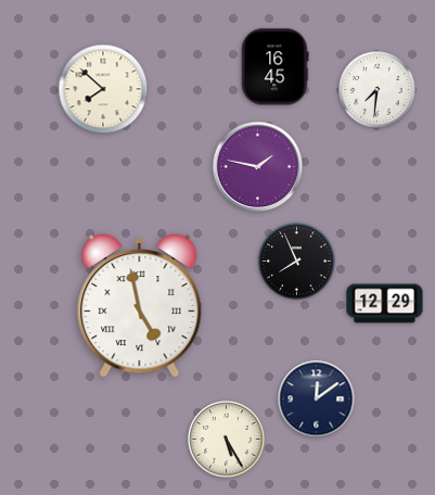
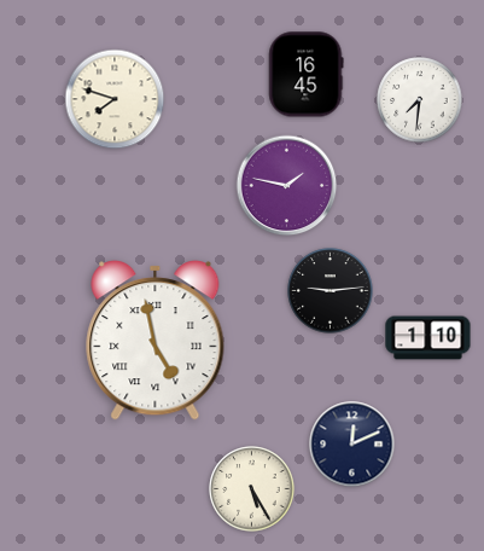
clock at (103, 89): 7:52 -> 7:48
clock at (297, 262): 7:56 -> 9:14
clock at (385, 304): 12:29 -> 1:10
clock at (317, 399): 12:09 -> 12:11
